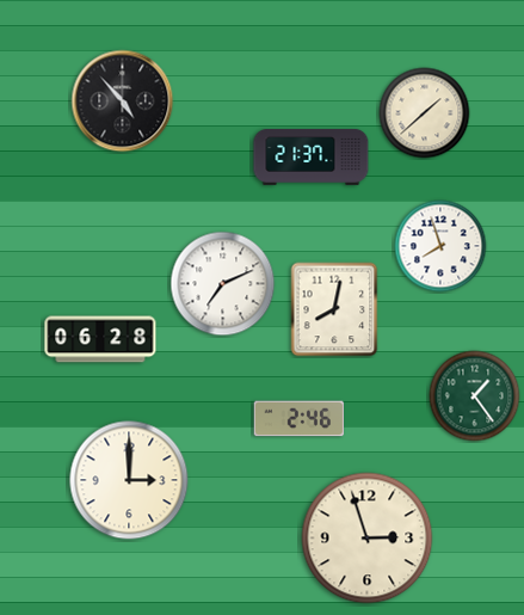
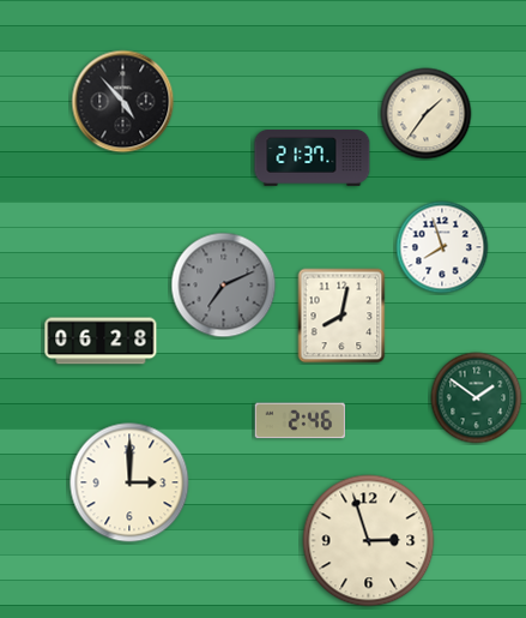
clock at (425, 113): 1:38 -> 1:36
clock at (223, 284) dial: white -> grey
clock at (334, 309) position: (334, 309) -> (341, 316)
clock at (475, 396): 1:24 -> 1:51
